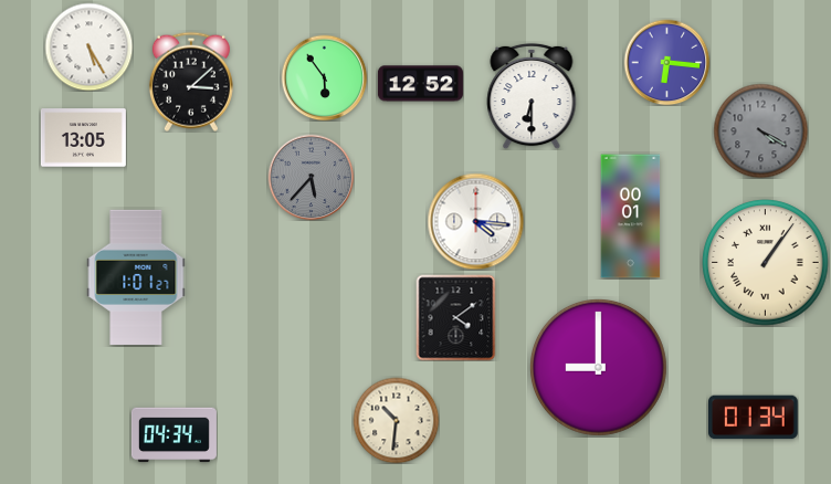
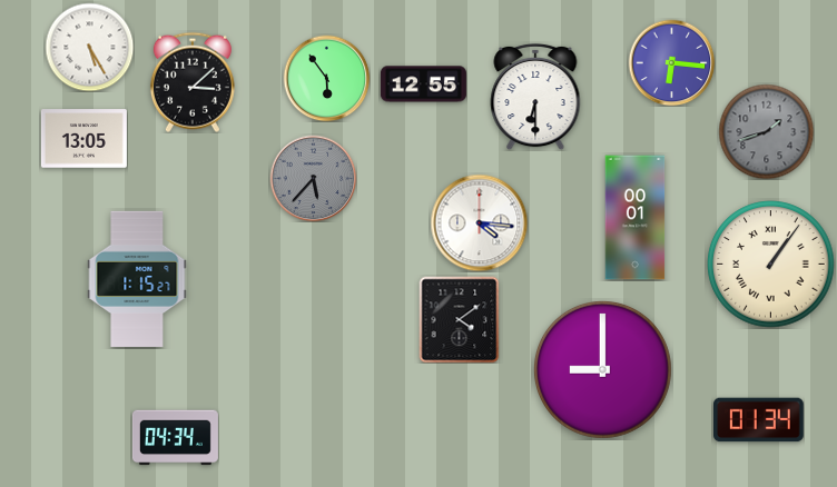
clock at (420, 84): 12:52 -> 12:55
clock at (760, 130): 4:20 -> 1:42
clock at (136, 276): 1:01 -> 1:15
clock at (396, 420): 10:31 -> none
